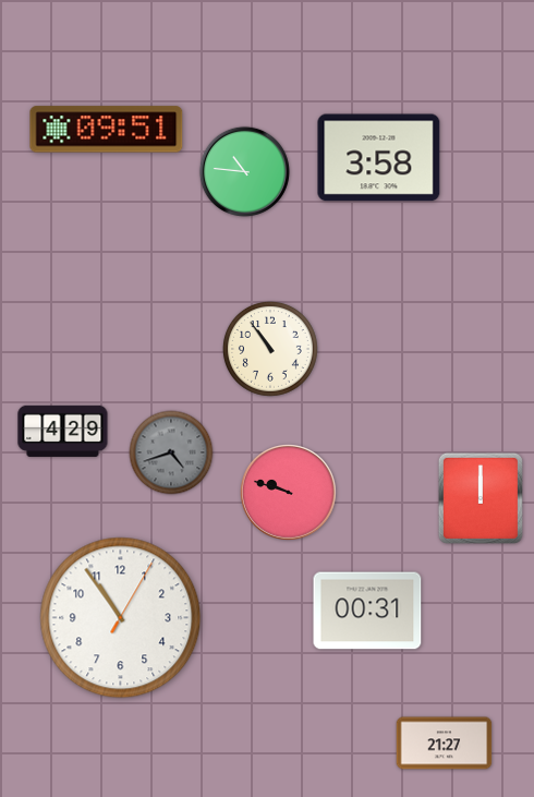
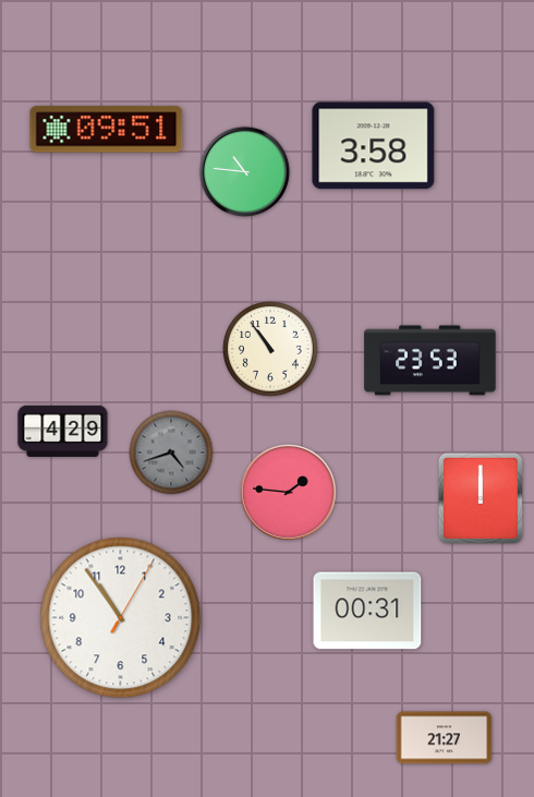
clock at (379, 158) position: (379, 158) -> (374, 146)
clock at (430, 361): none -> 23:53
clock at (289, 493): 9:48 -> 1:46
clock at (445, 744) position: (445, 744) -> (445, 738)
